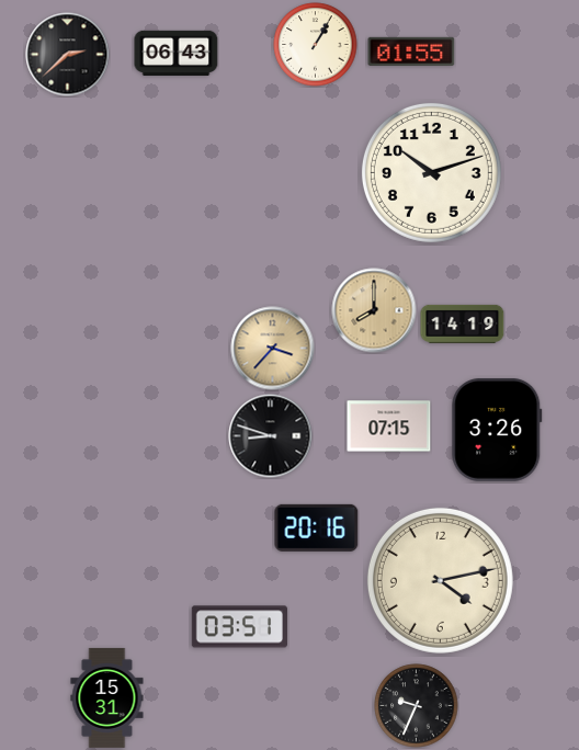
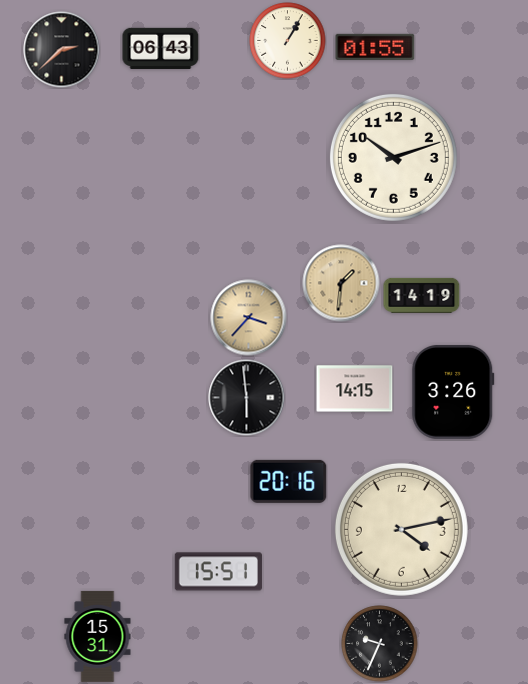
clock at (374, 310): 8:00 -> 1:31
clock at (389, 427): 07:15 -> 14:15
clock at (271, 436): 8:48 -> 5:59
clock at (239, 627): 03:51 -> 15:51
